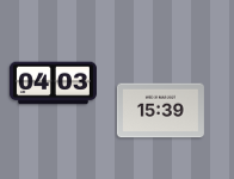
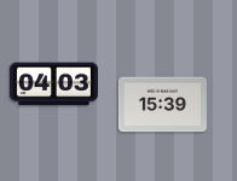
clock at (160, 111) position: (160, 111) -> (162, 105)
